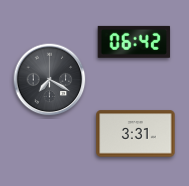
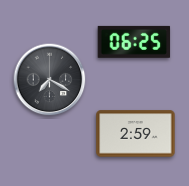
clock at (134, 42): 06:42 -> 06:25
clock at (136, 134): 3:31 -> 2:59
